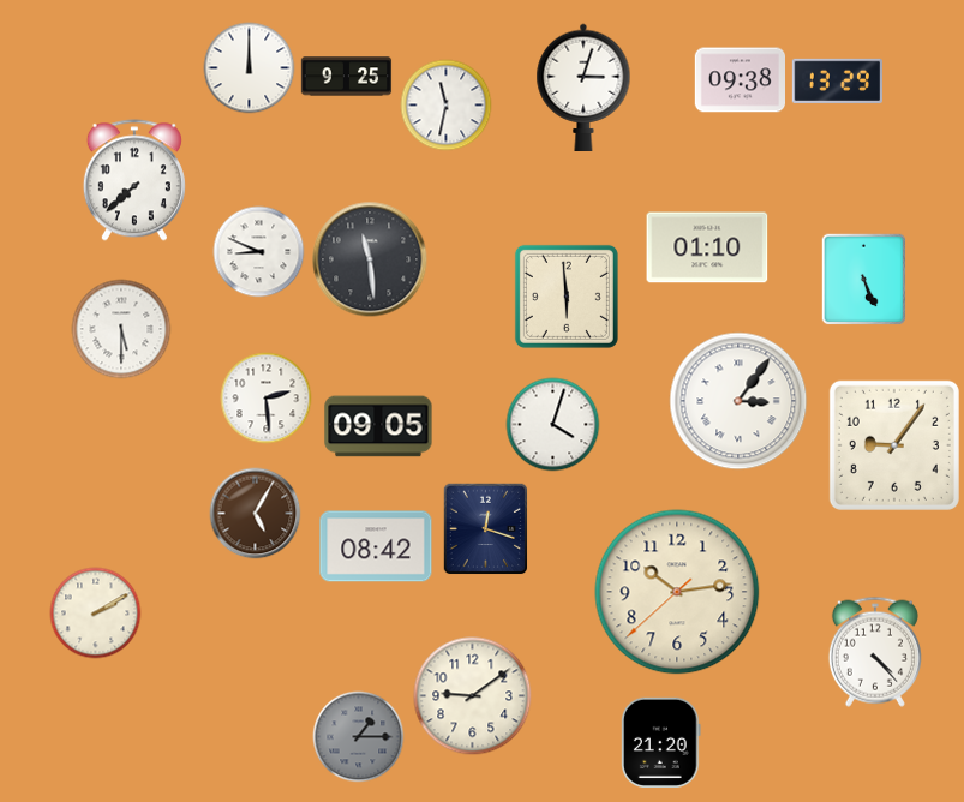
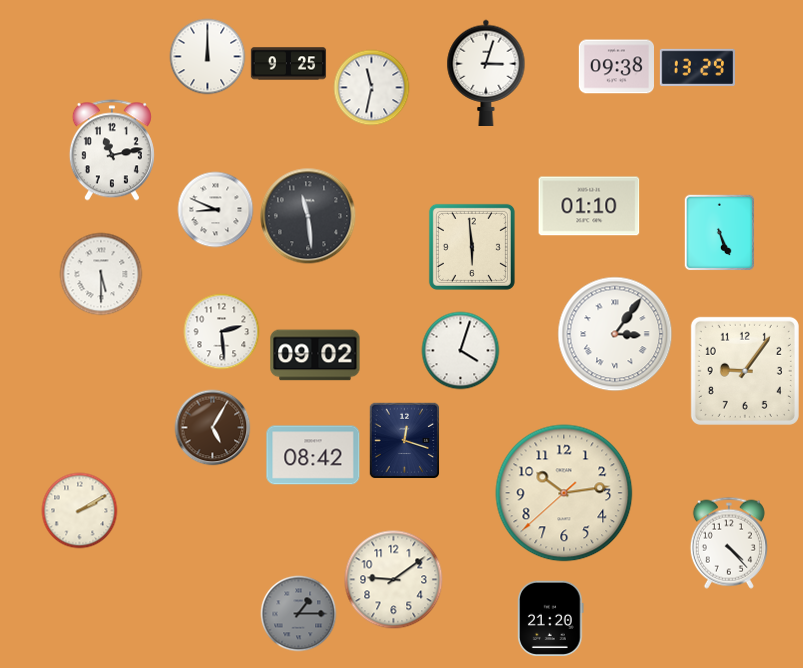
clock at (134, 180): 7:38 -> 11:13
clock at (553, 425) position: (553, 425) -> (461, 351)
clock at (378, 426): 09:05 -> 09:02
